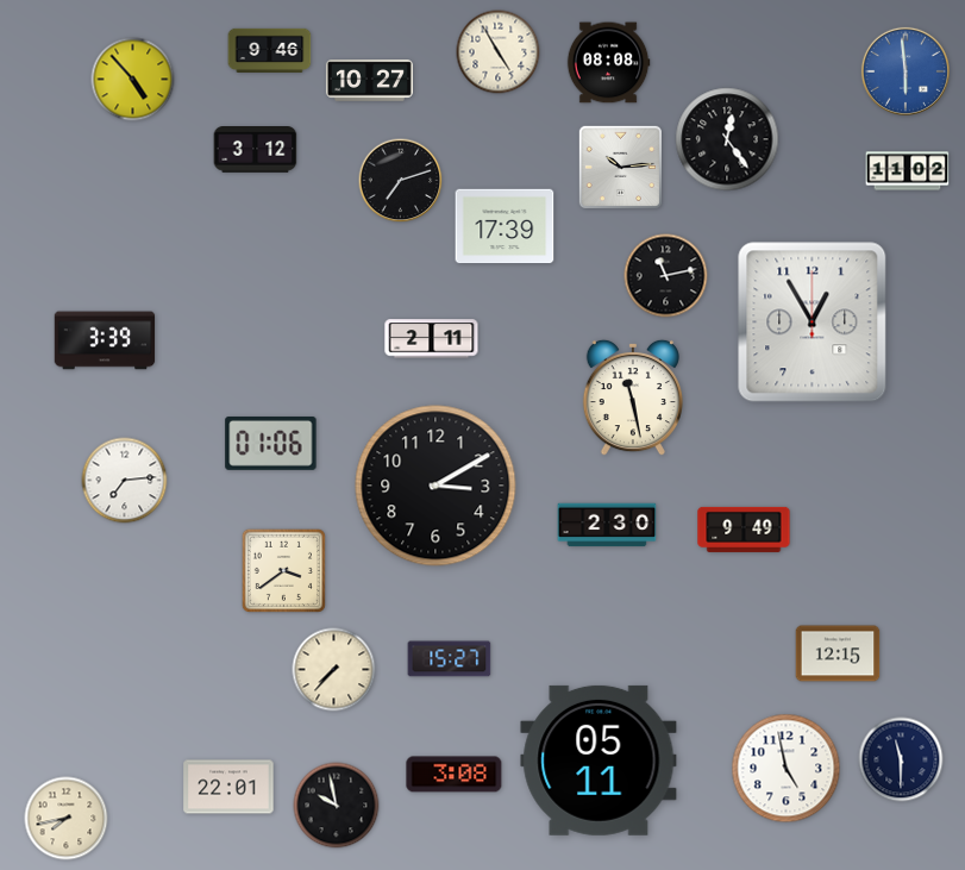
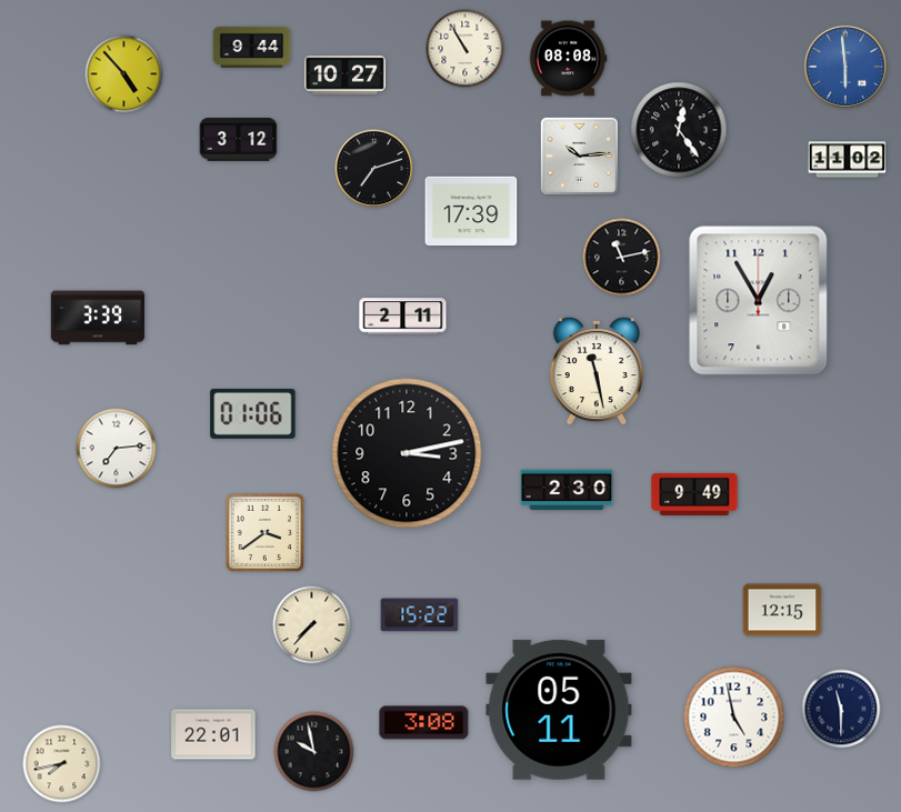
clock at (270, 50): 9:46 -> 9:44
clock at (499, 52): 4:55 -> 10:55
clock at (633, 398) position: (633, 398) -> (597, 371)
clock at (435, 486): 3:10 -> 3:13
clock at (450, 659): 15:27 -> 15:22
